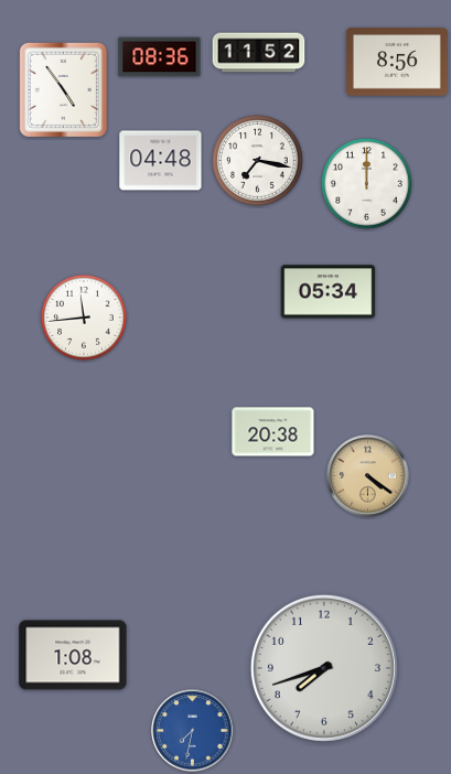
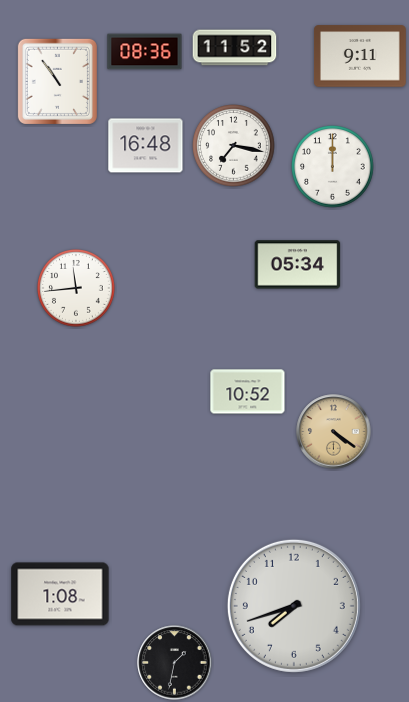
clock at (397, 62): 8:56 -> 9:11
clock at (63, 89): 4:54 -> 10:54
clock at (161, 161): 04:48 -> 16:48
clock at (273, 432): 20:38 -> 10:52
clock at (73, 655) position: (73, 655) -> (60, 594)
clock at (193, 731): 7:32 -> 1:32
clock at (193, 731) dial: blue -> black
